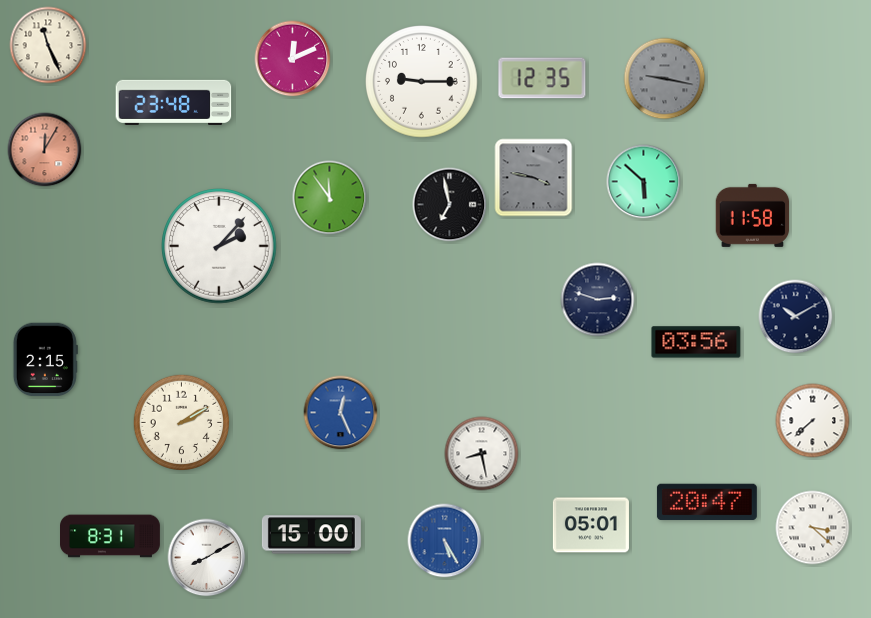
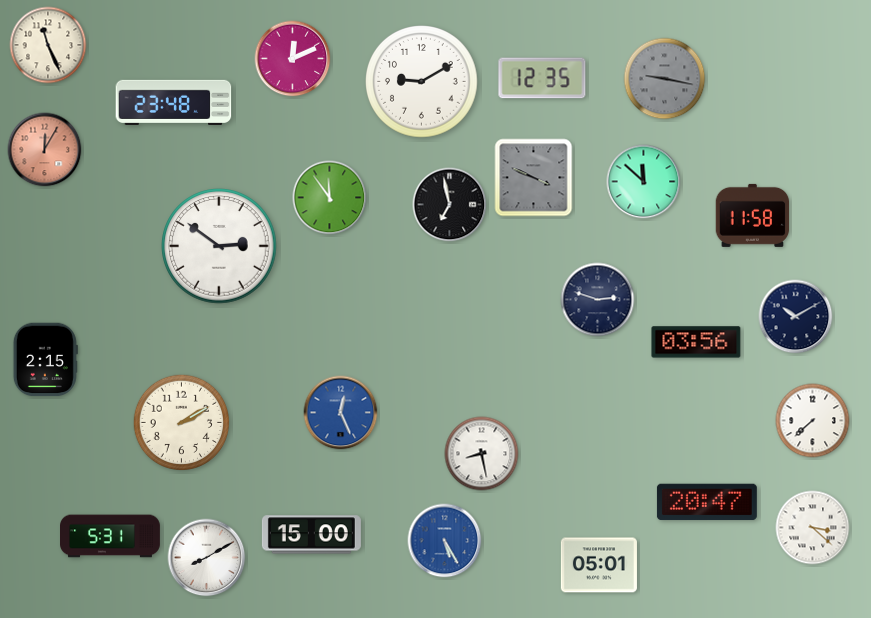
clock at (422, 82): 9:15 -> 9:10
clock at (534, 178): 3:47 -> 3:49
clock at (644, 182): 5:52 -> 11:52
clock at (219, 246): 2:07 -> 2:51
clock at (591, 525) position: (591, 525) -> (599, 565)
clock at (111, 536): 8:31 -> 5:31
